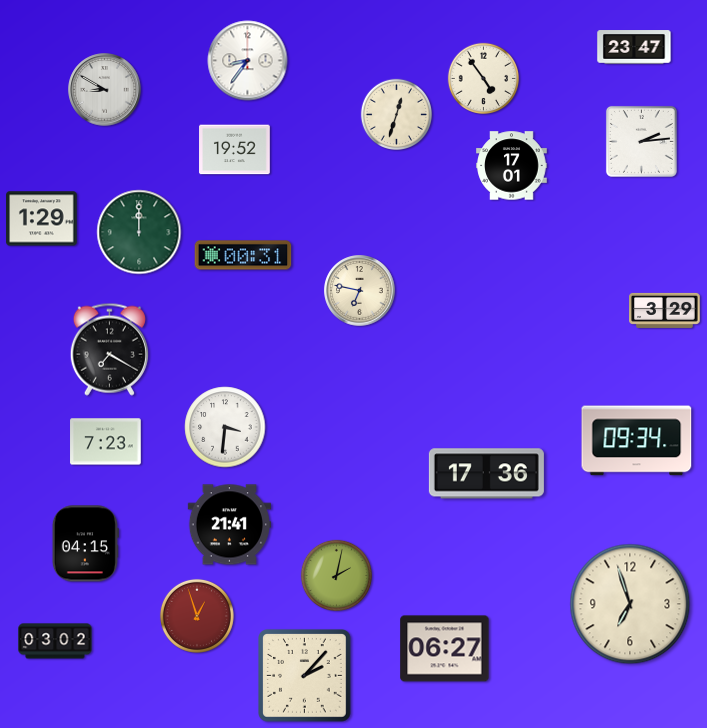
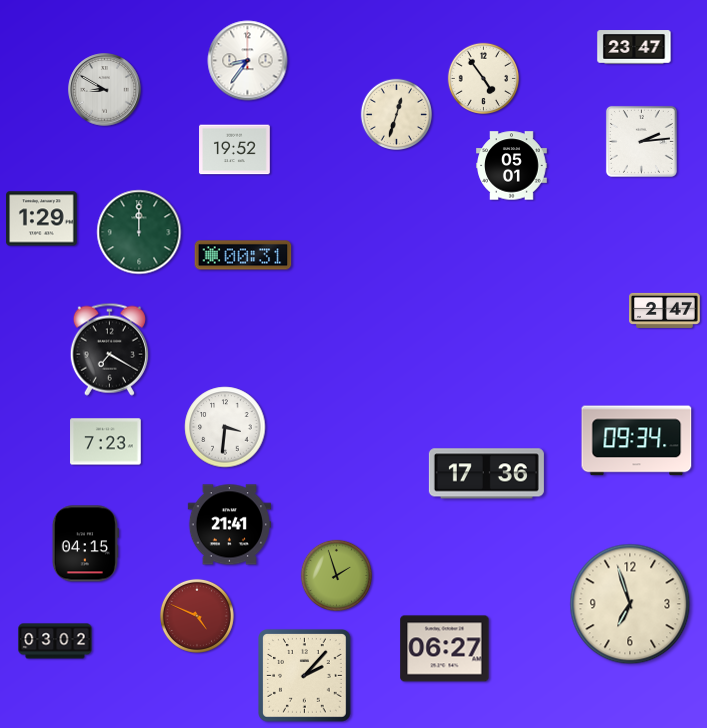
clock at (512, 166): 17:01 -> 05:01
clock at (360, 291): 6:47 -> none
clock at (665, 310): 3:29 -> 2:47
clock at (336, 575): 2:02 -> 1:57
clock at (197, 616): 12:57 -> 4:49
